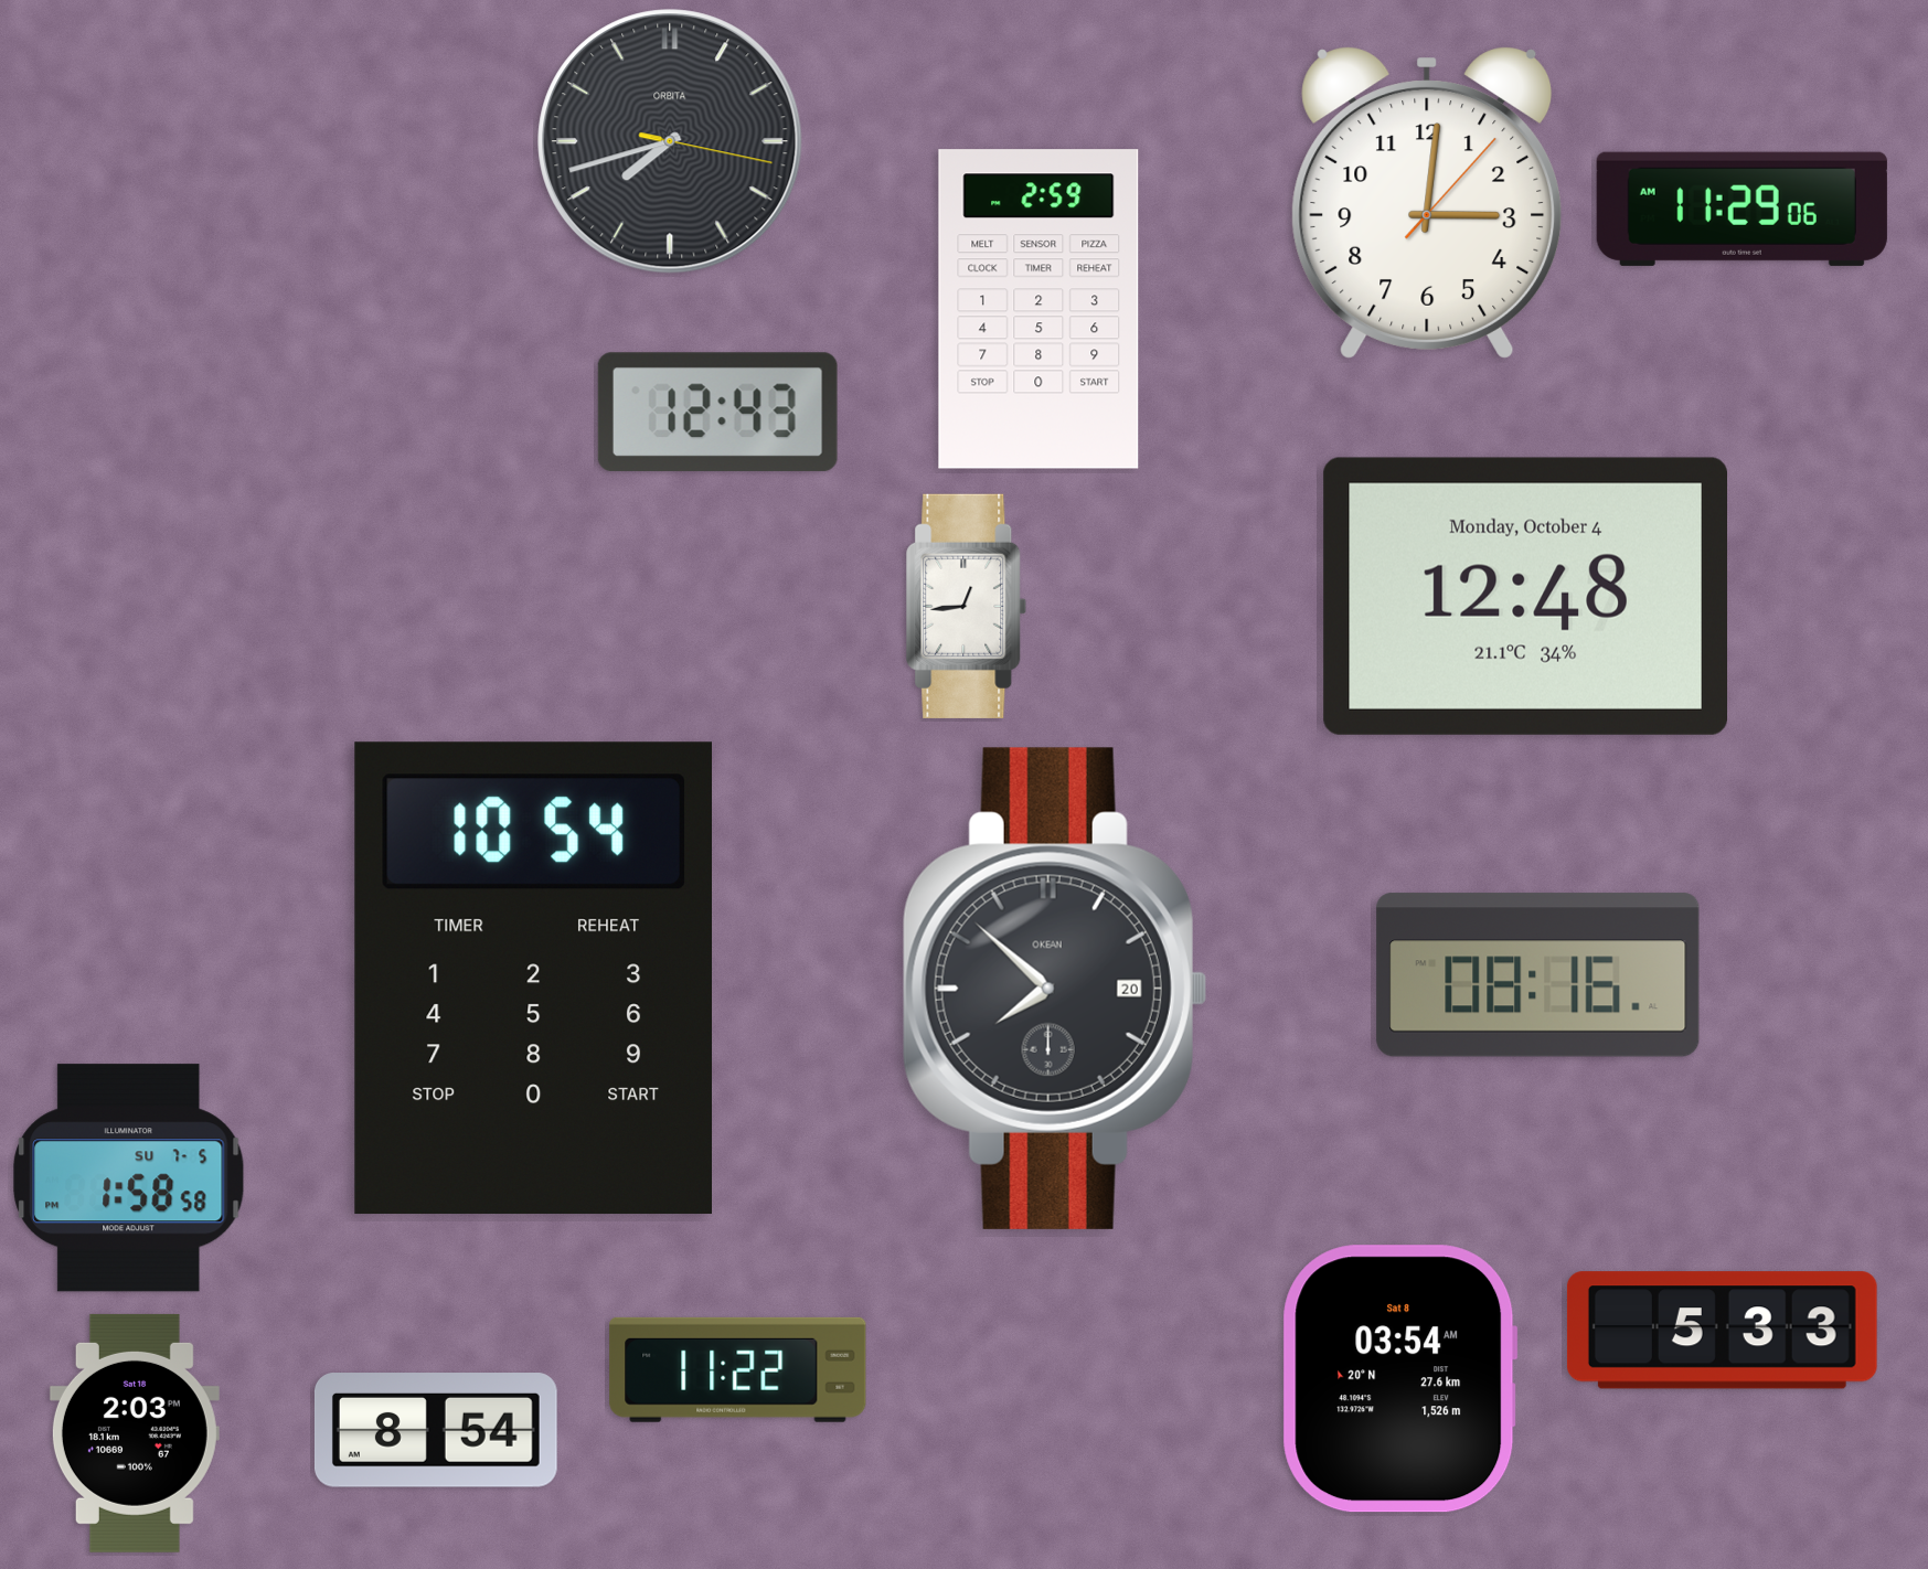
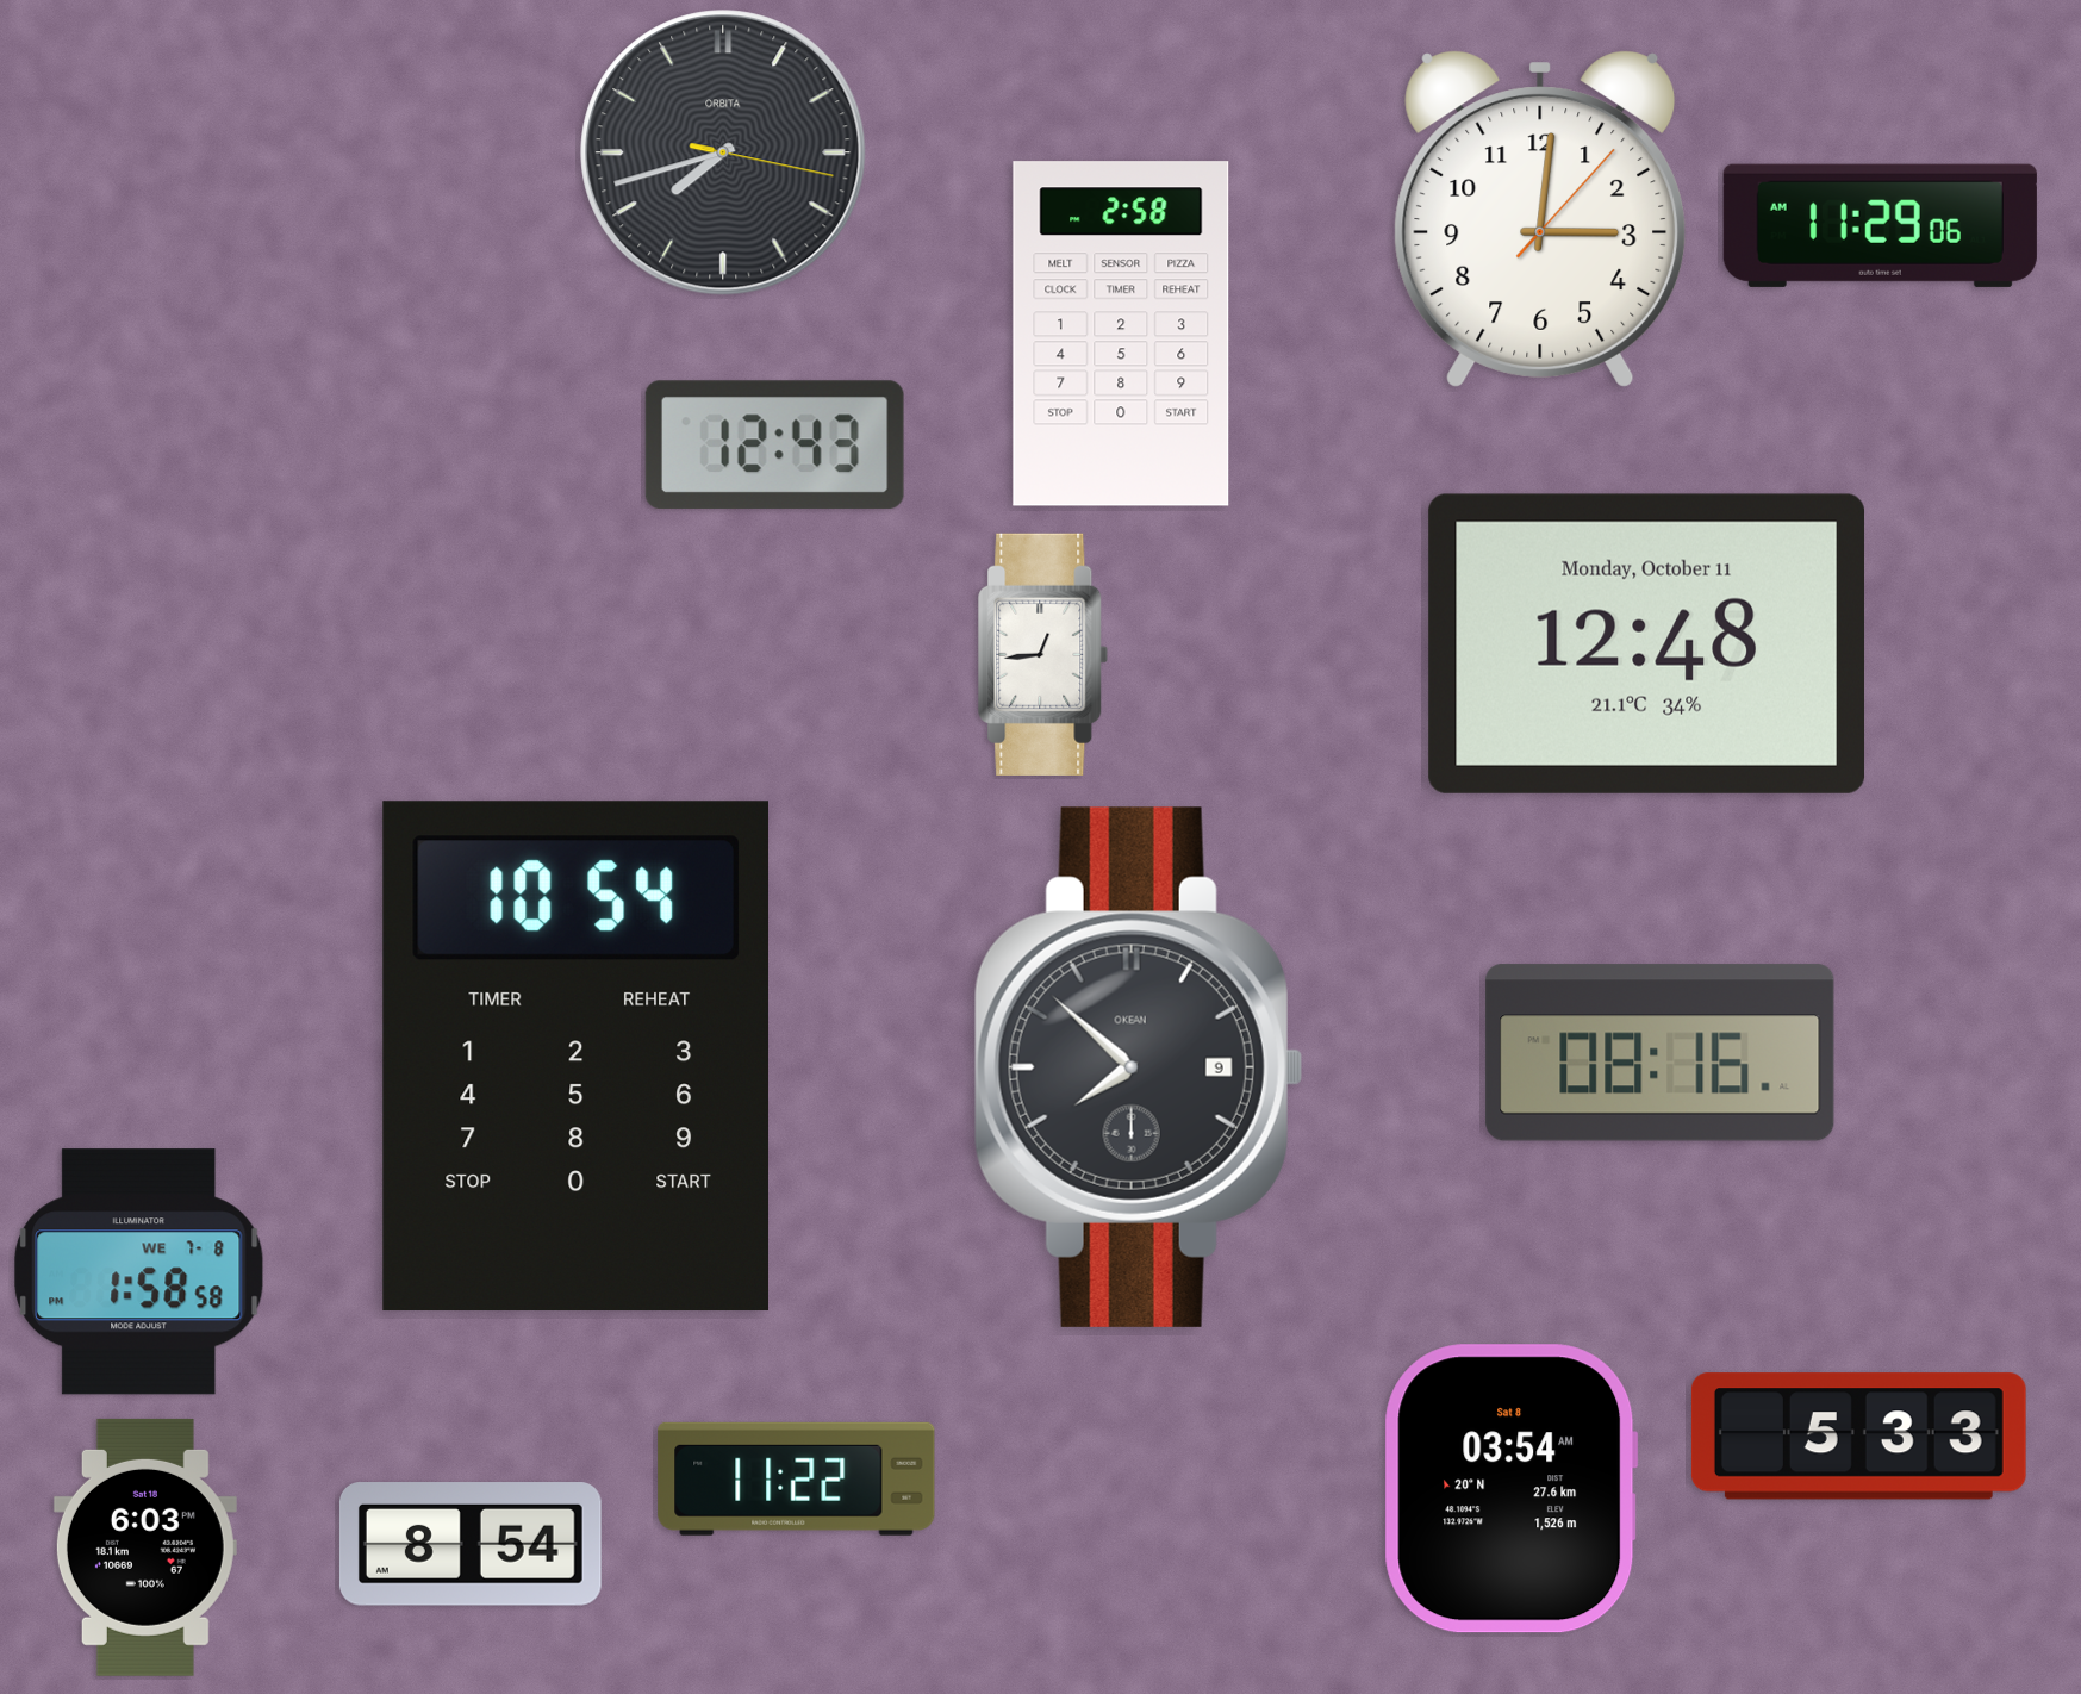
clock at (1038, 309): 2:59 -> 2:58
clock at (1525, 596) date: Monday, October 4 -> Monday, October 11
clock at (1055, 989) date: 20 -> 9
clock at (129, 1178) date: SU 7-5 -> WE 7-8
clock at (135, 1433): 2:03 -> 6:03
